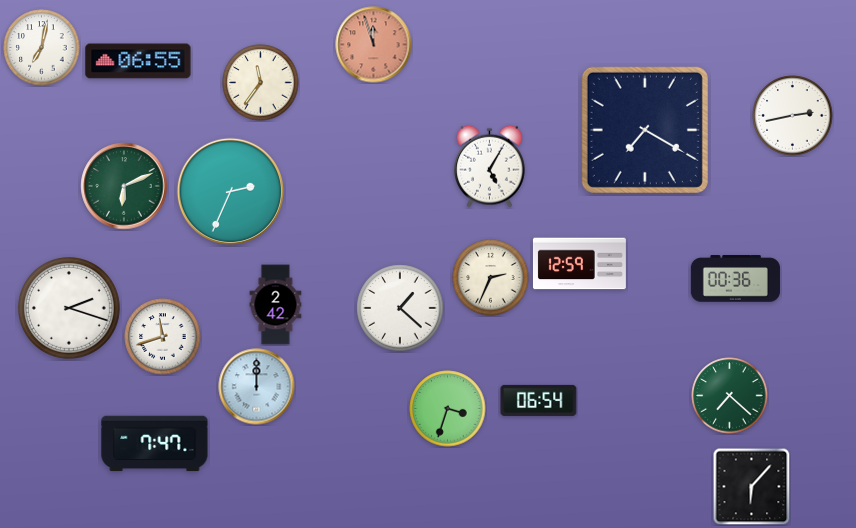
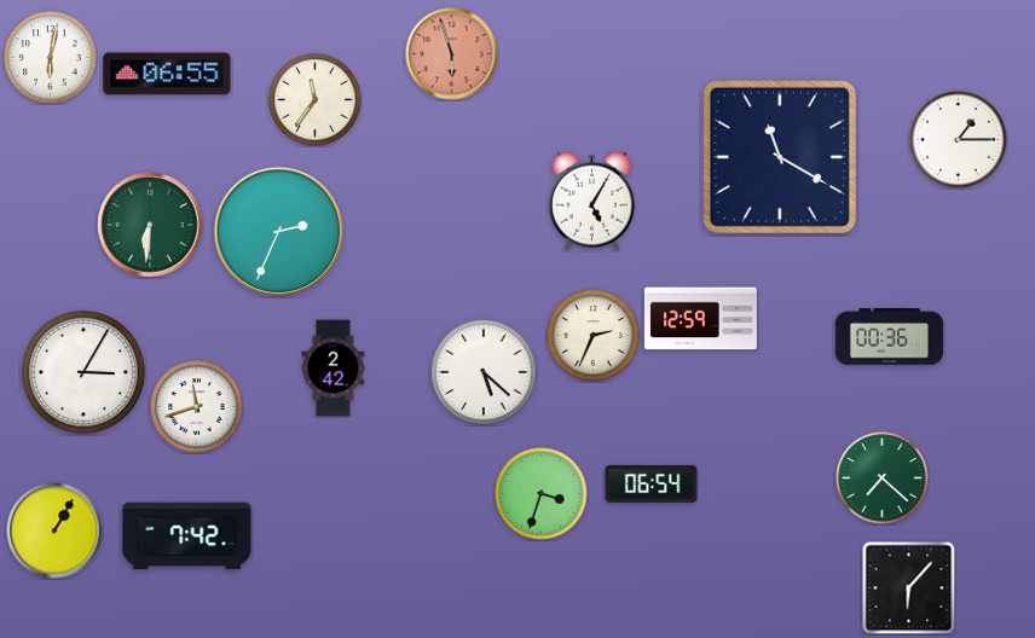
clock at (374, 45): 11:57 -> 5:57
clock at (42, 48): 7:02 -> 6:02
clock at (793, 116): 2:43 -> 1:15
clock at (645, 130): 7:20 -> 11:20
clock at (124, 186): 6:11 -> 6:31
clock at (400, 308): 1:22 -> 5:22
clock at (70, 309): 2:18 -> 3:05
clock at (257, 387): 12:00 -> none
clock at (54, 530): none -> 1:05
clock at (155, 444): 7:47 -> 7:42
